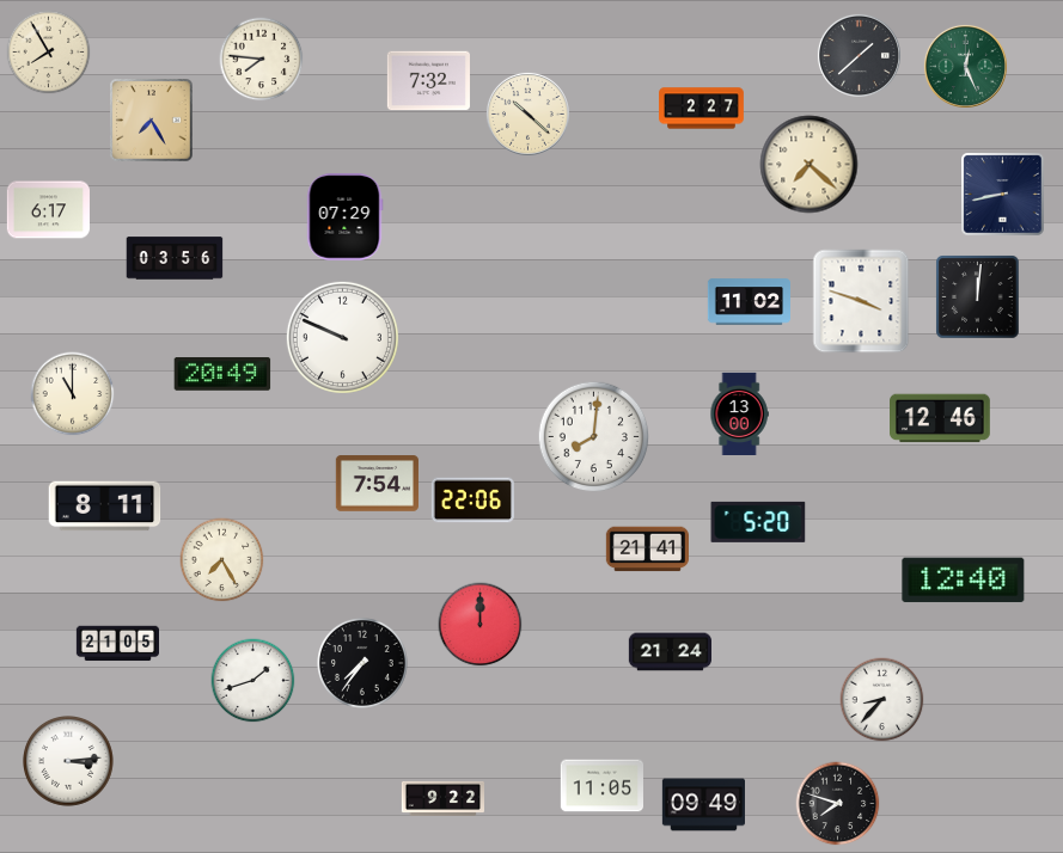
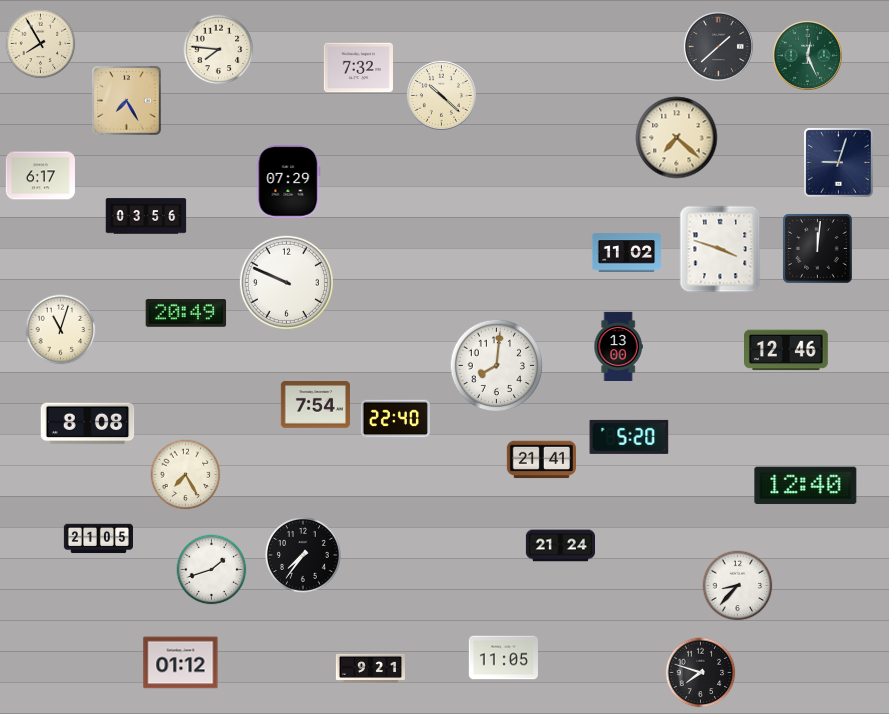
clock at (702, 109): 2:27 -> none
clock at (1003, 195): 8:43 -> 9:03
clock at (861, 301) position: (861, 301) -> (720, 249)
clock at (73, 394): 11:00 -> 11:03
clock at (472, 501): 22:06 -> 22:40
clock at (105, 507): 8:11 -> 8:08
clock at (758, 522) position: (758, 522) -> (629, 437)
clock at (222, 560) position: (222, 560) -> (186, 475)
clock at (481, 625): 12:00 -> none
clock at (69, 762): 3:14 -> none
clock at (181, 663): none -> 01:12
clock at (442, 798): 9:22 -> 9:21
clock at (703, 805): 09:49 -> none
